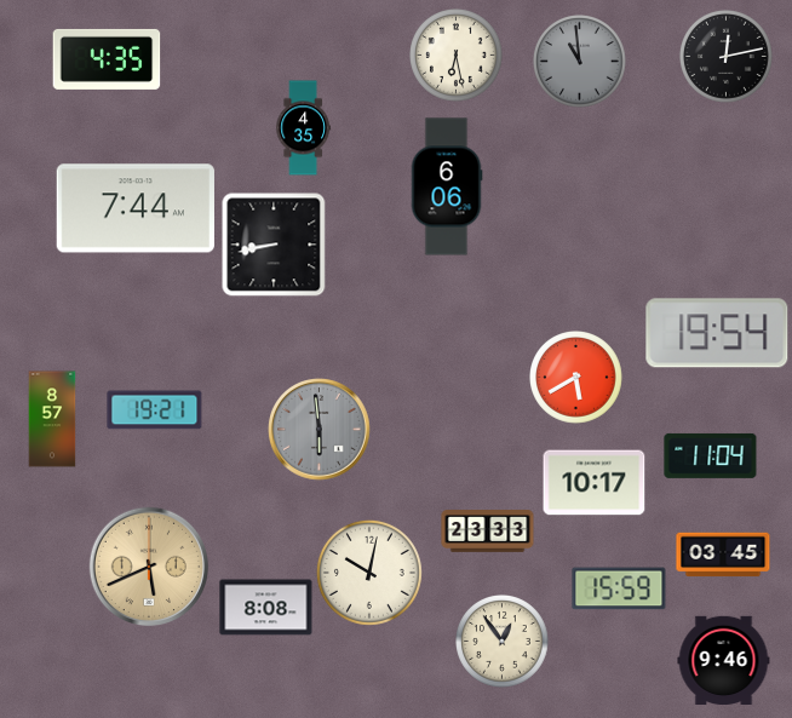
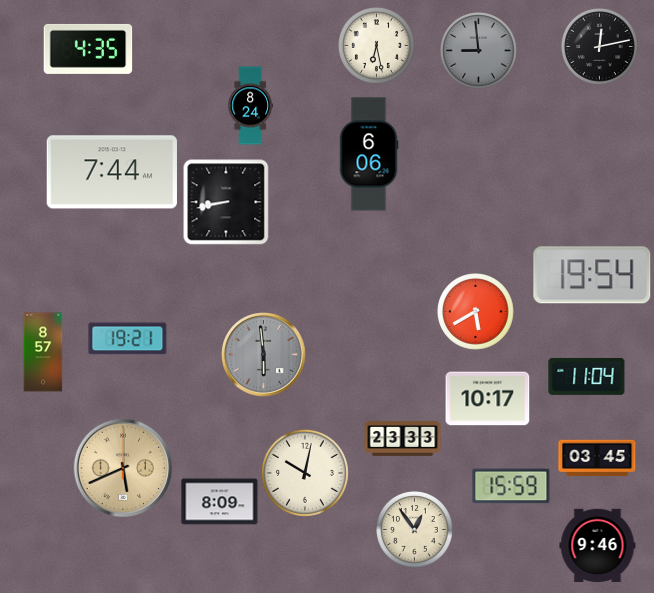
clock at (580, 62): 10:59 -> 8:59
clock at (303, 128): 4:35 -> 8:24
clock at (52, 419) position: (52, 419) -> (43, 352)
clock at (595, 483) position: (595, 483) -> (488, 399)
clock at (266, 608): 8:08 -> 8:09
